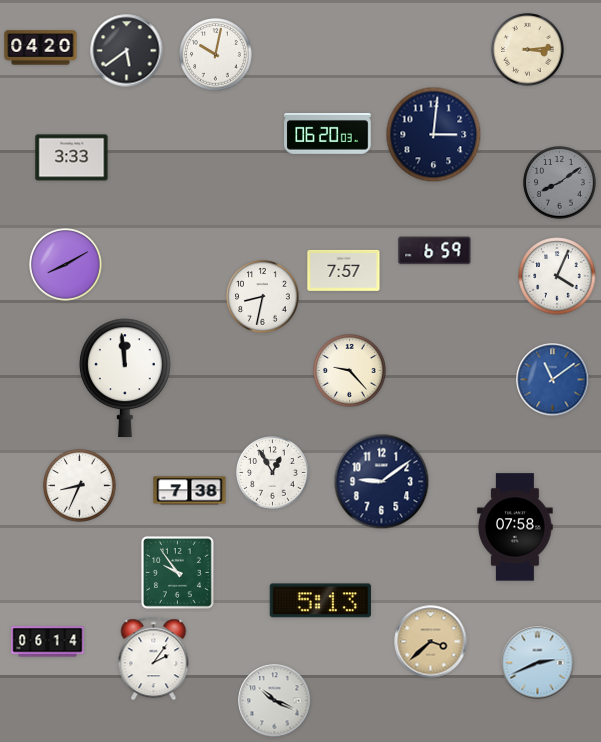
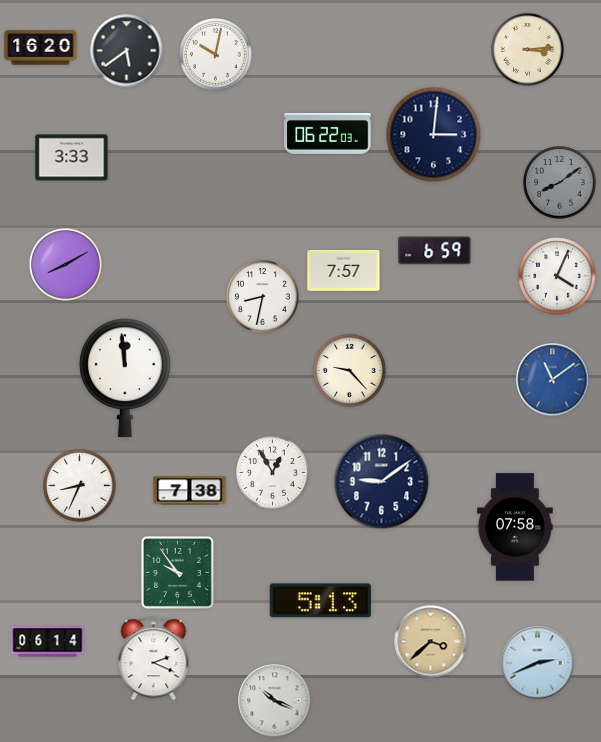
clock at (41, 48): 04:20 -> 16:20
clock at (328, 134): 06:20 -> 06:22
clock at (154, 659): 2:06 -> 2:19
